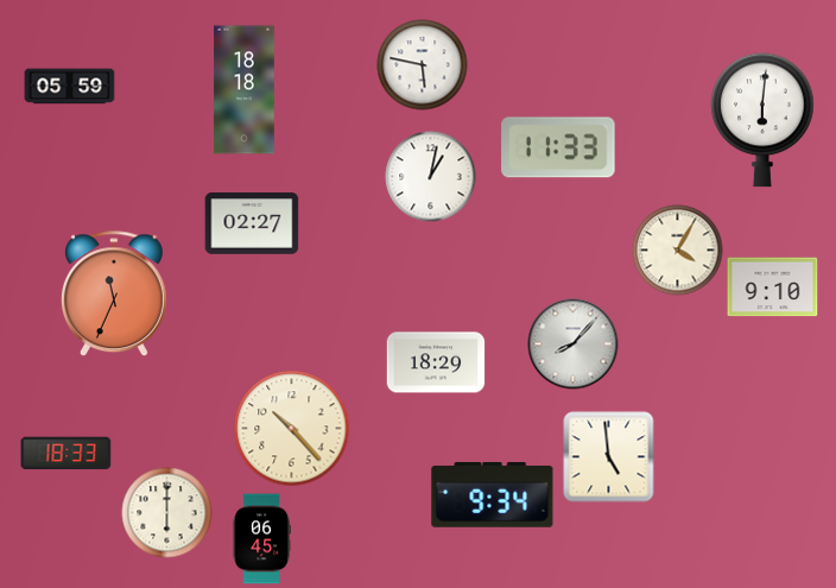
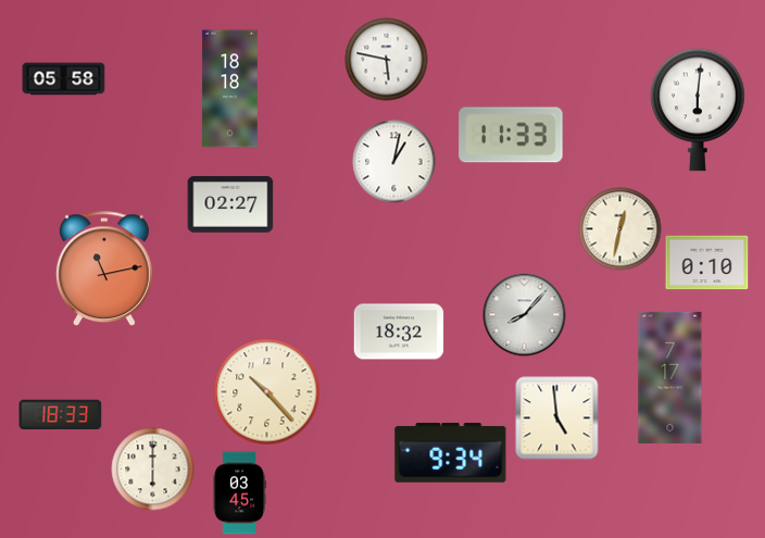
clock at (70, 87): 05:59 -> 05:58
clock at (245, 90) position: (245, 90) -> (230, 89)
clock at (678, 251): 4:05 -> 12:32
clock at (773, 287): 9:10 -> 0:10
clock at (114, 295): 11:34 -> 11:13
clock at (436, 362): 18:29 -> 18:32
clock at (670, 377): none -> 7:17
clock at (261, 539): 06:45 -> 03:45
